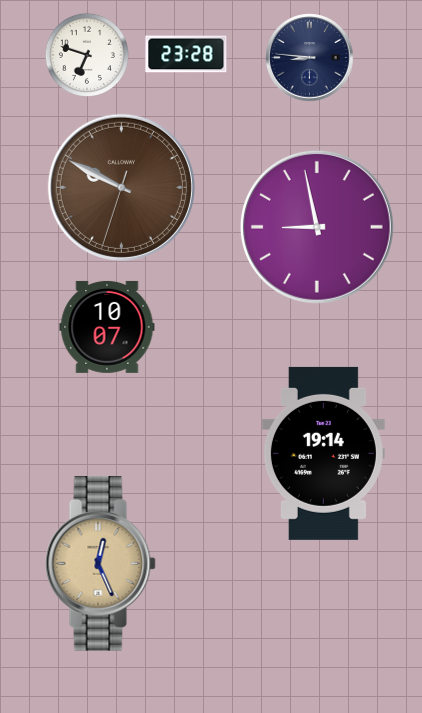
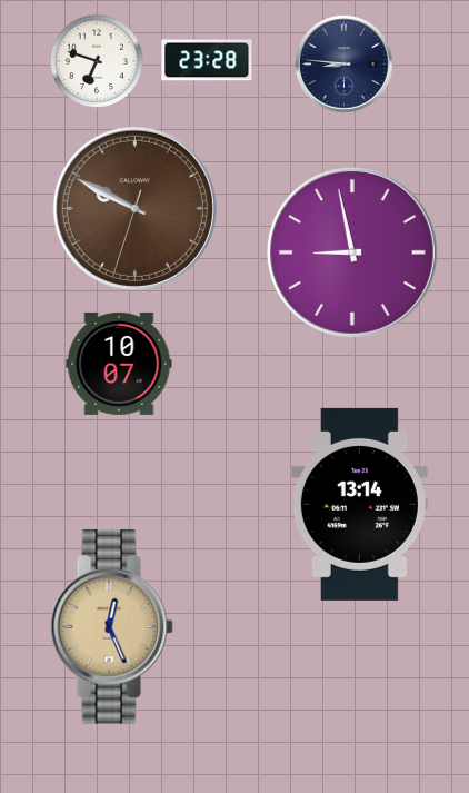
clock at (323, 453): 19:14 -> 13:14
